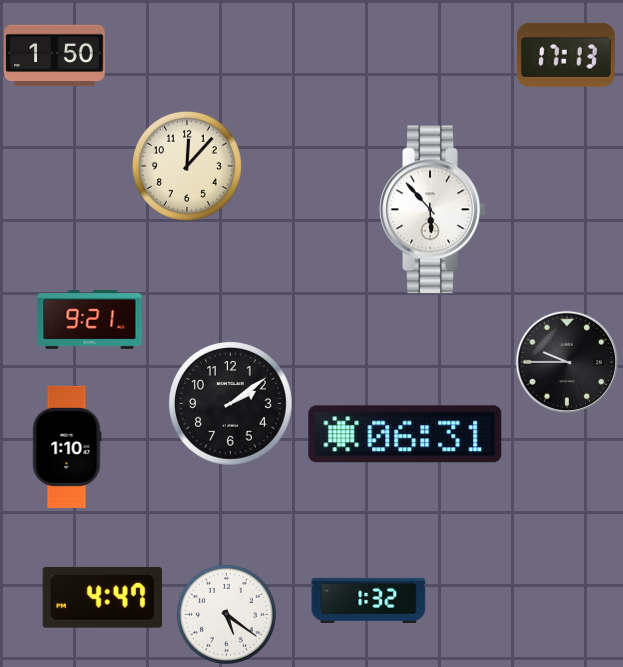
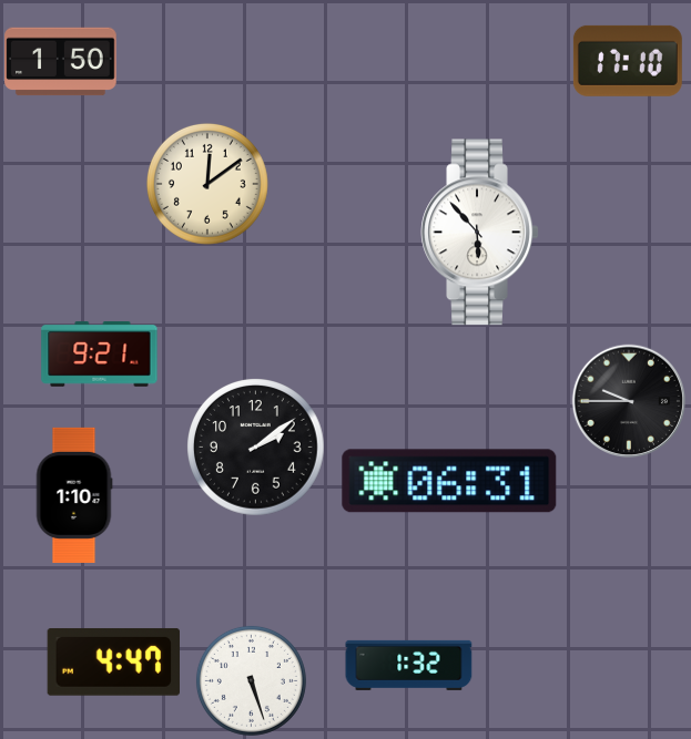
clock at (566, 55): 17:13 -> 17:10
clock at (187, 166): 12:07 -> 12:09
clock at (226, 614): 5:21 -> 5:27
